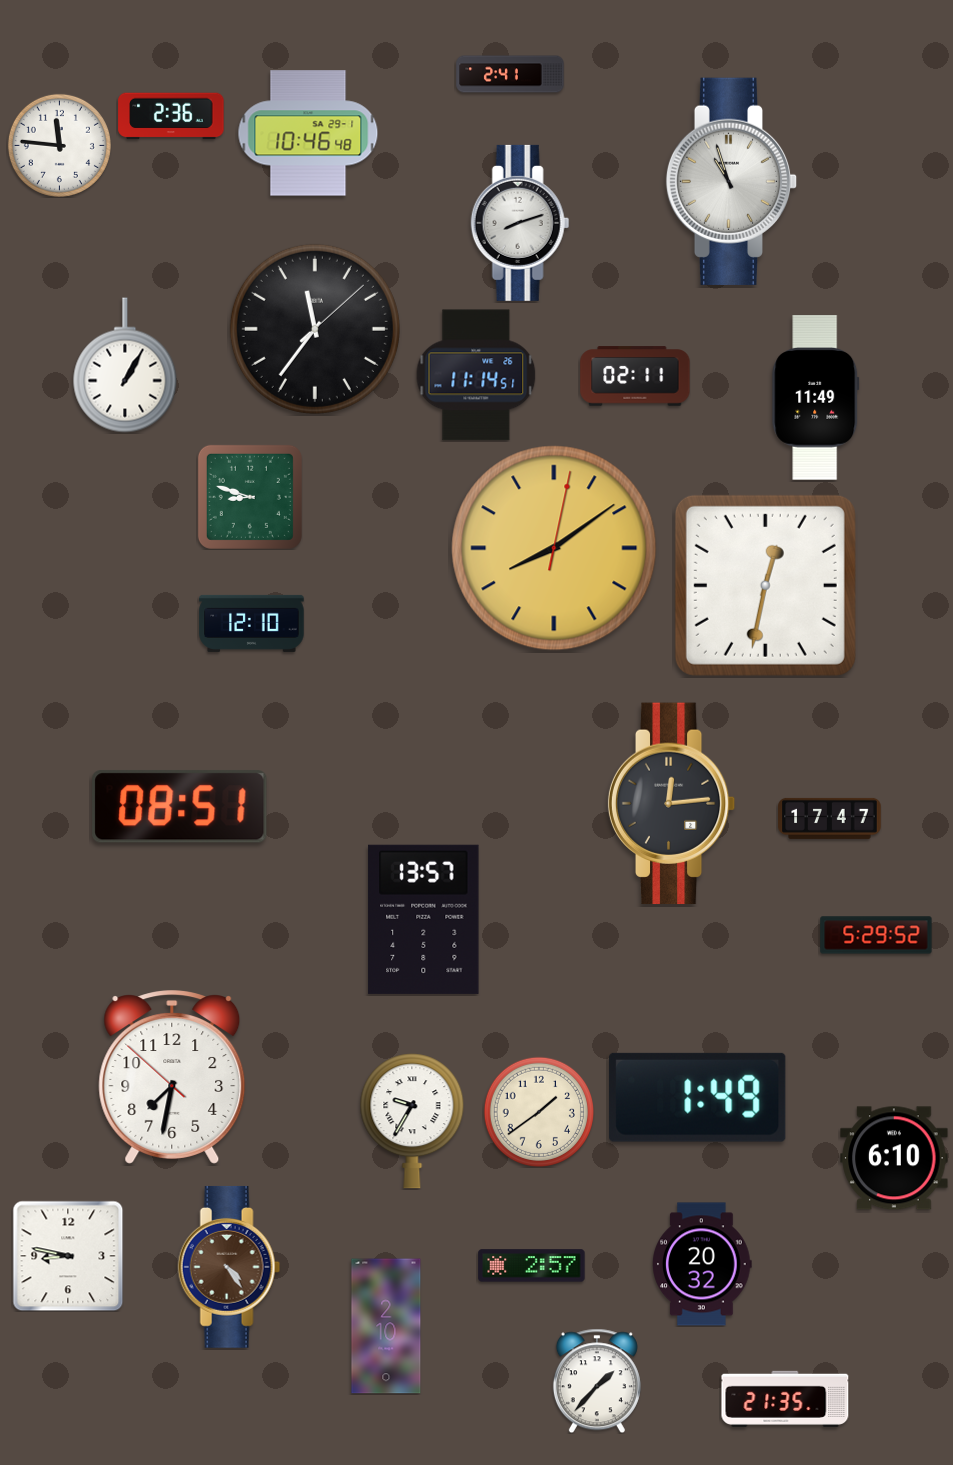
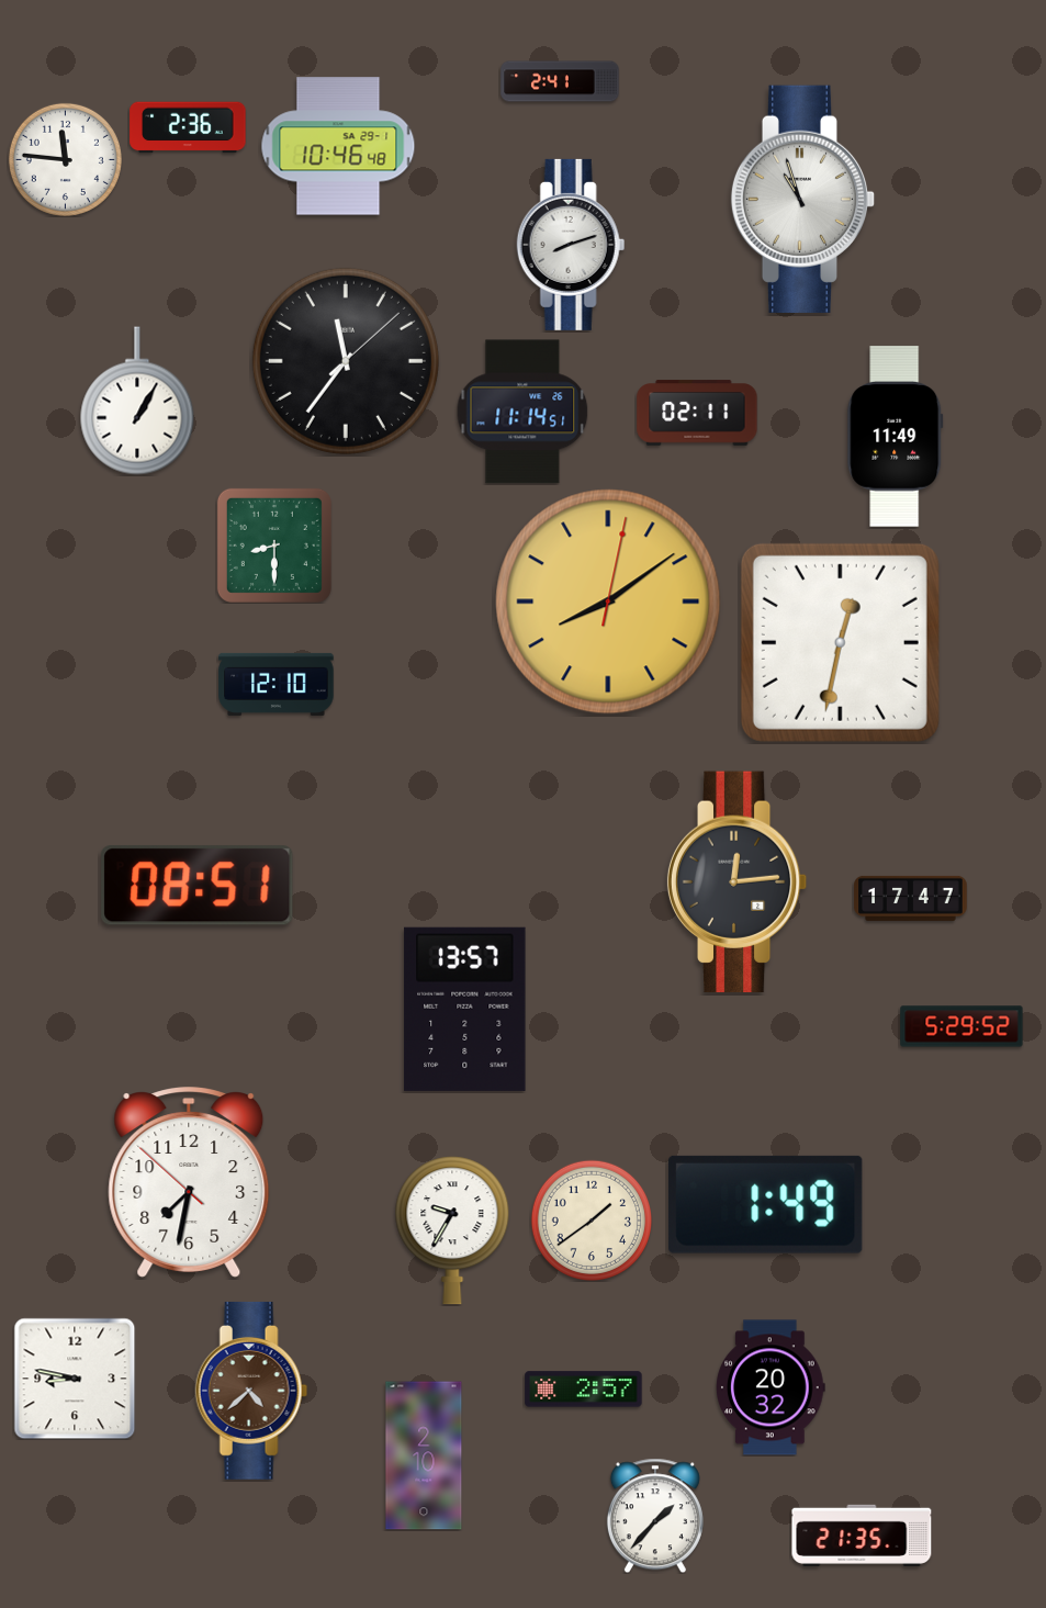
clock at (250, 497): 8:48 -> 8:30
clock at (894, 1158): 6:10 -> none
clock at (229, 1267): 4:24 -> 4:38
